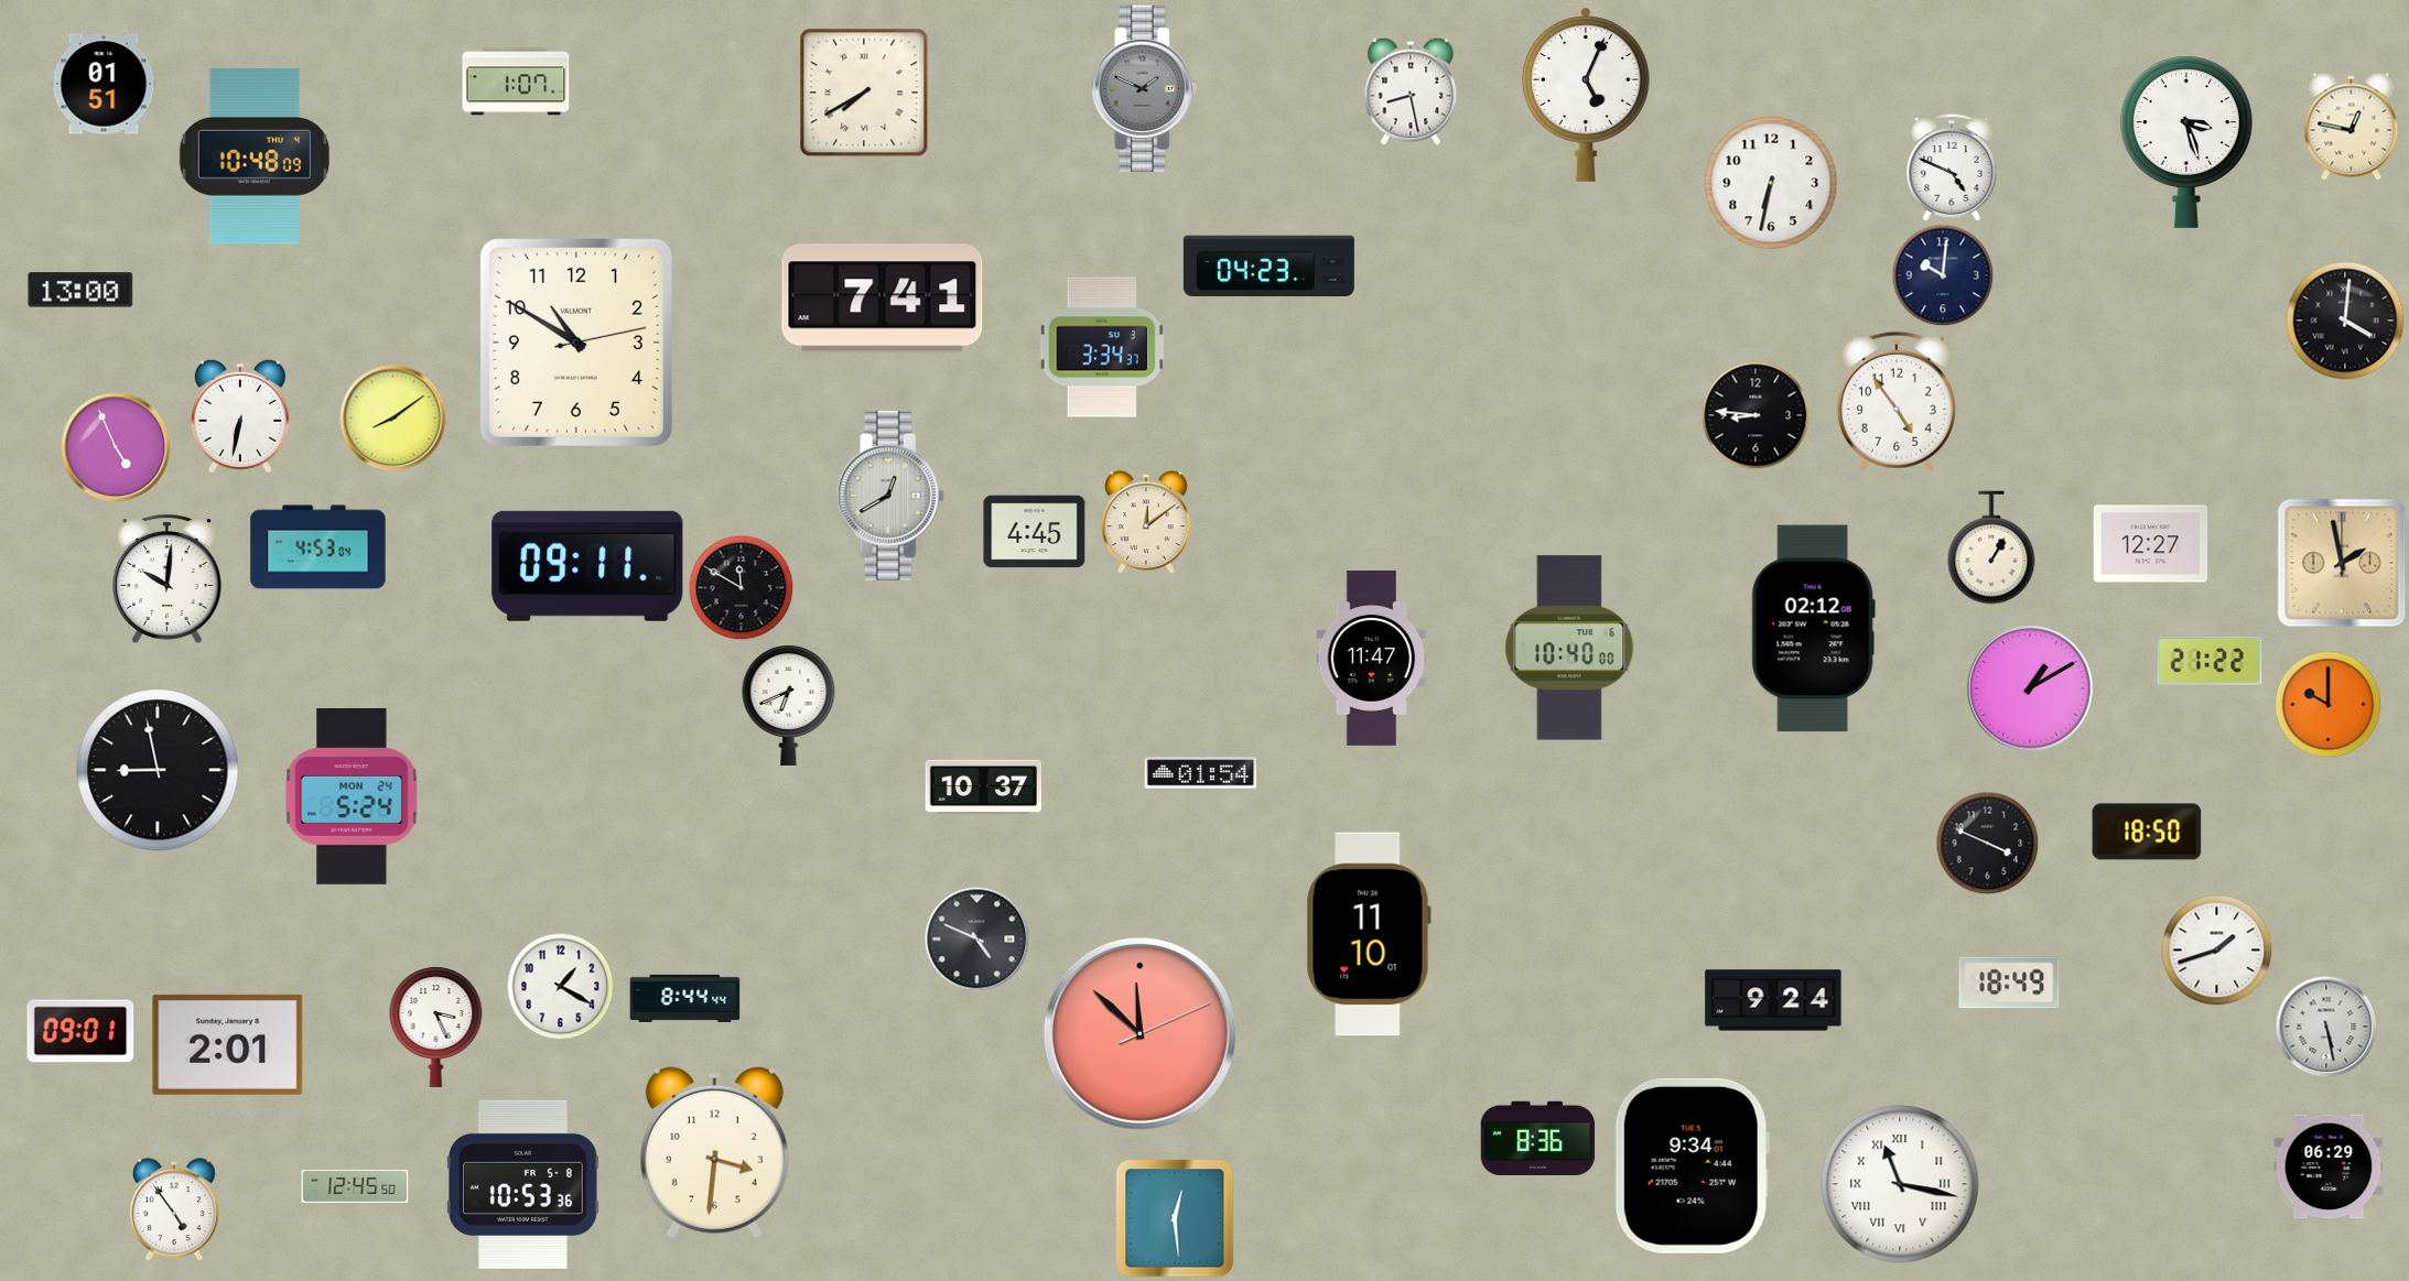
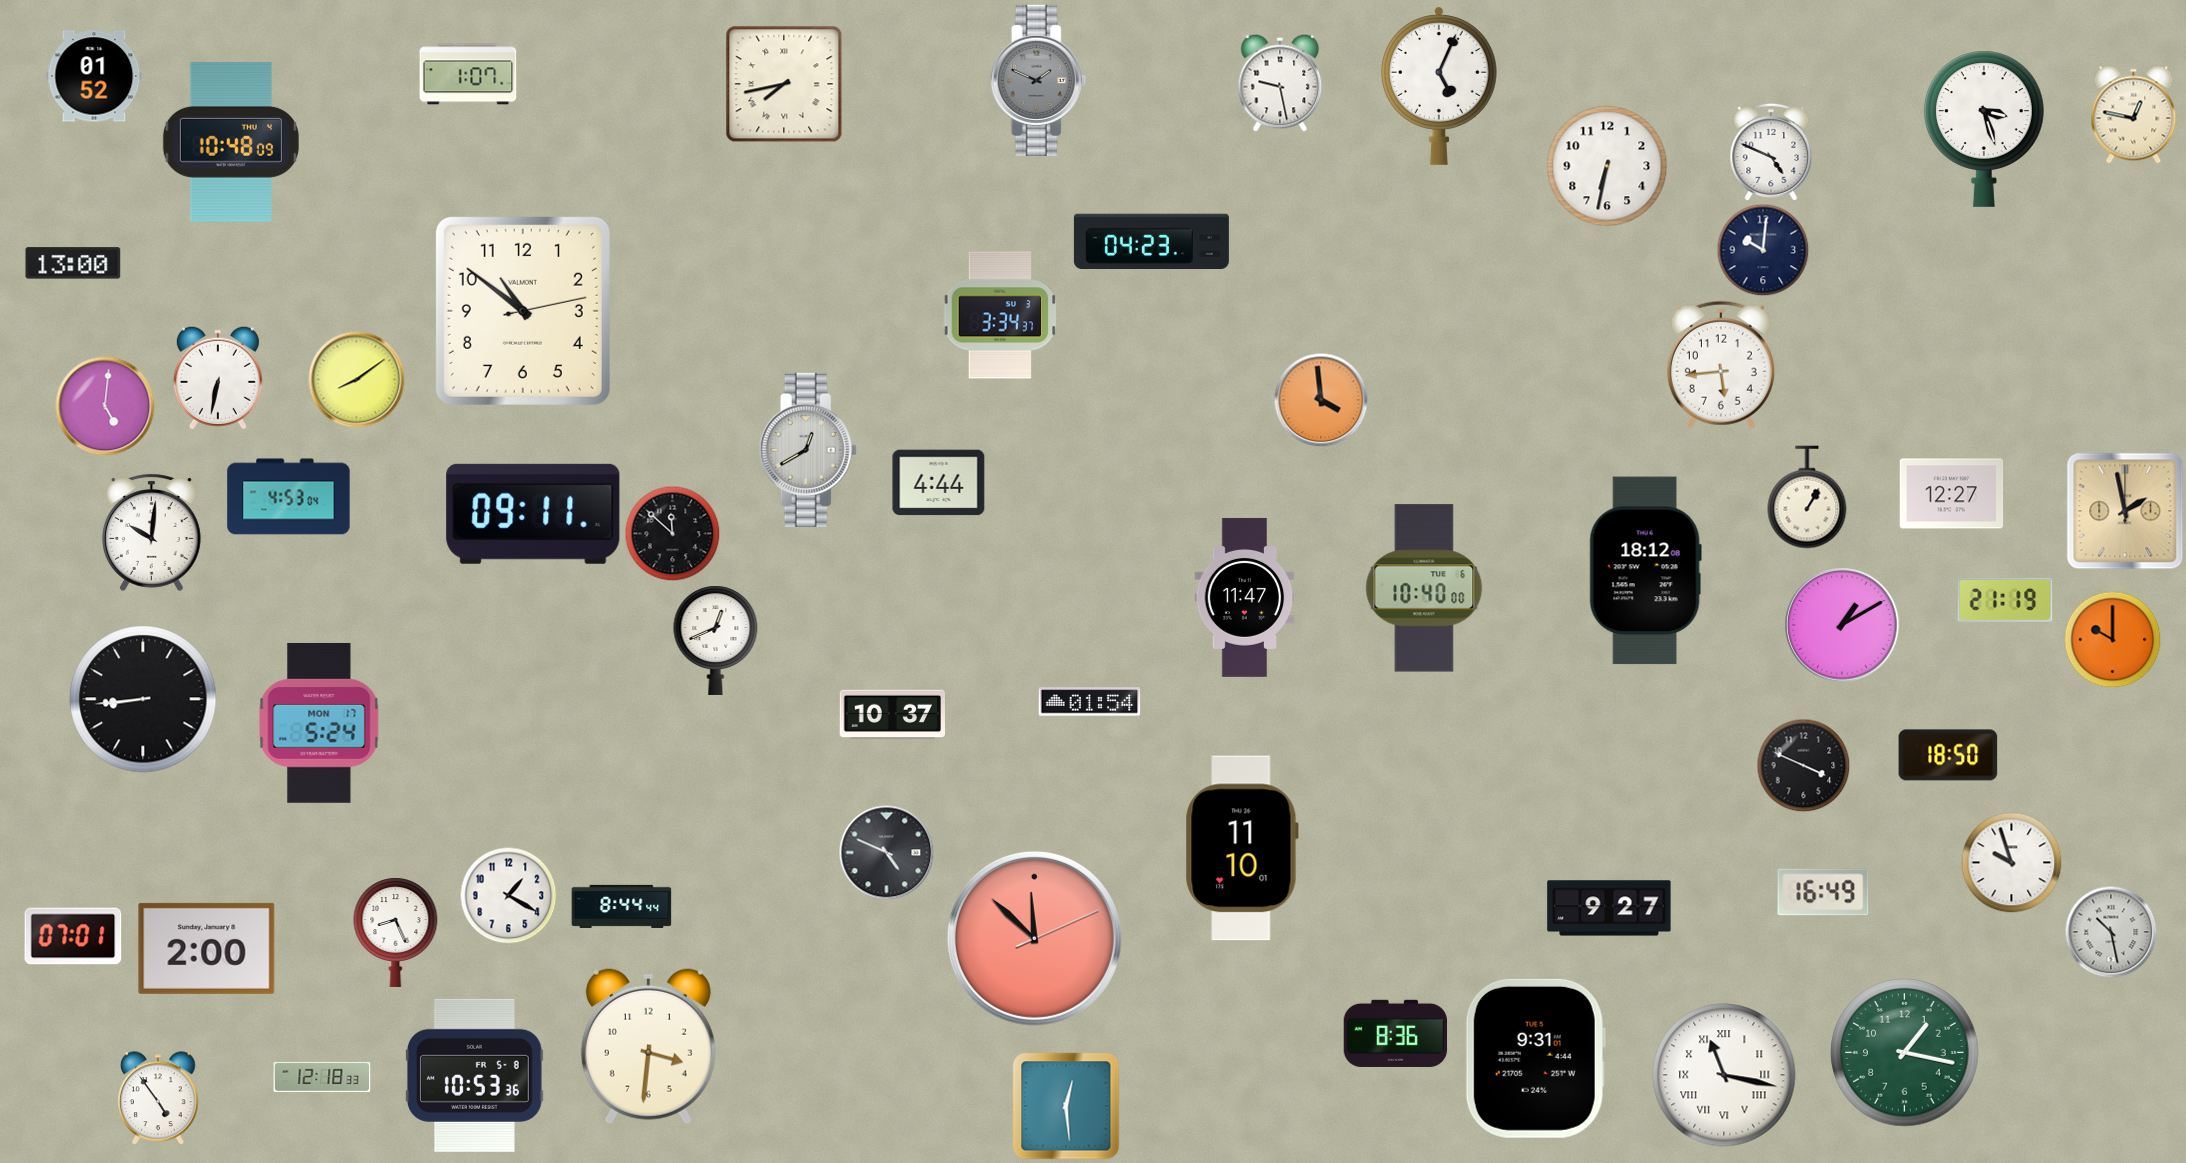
clock at (104, 84): 01:51 -> 01:52
clock at (1411, 91): 8:28 -> 9:28
clock at (864, 93): 7:40 -> 7:43
clock at (883, 298): 7:41 -> none
clock at (2345, 321): 4:01 -> none
clock at (576, 343): 10:50 -> 10:51
clock at (1897, 402): 4:54 -> 5:44
clock at (1756, 415): 8:46 -> none
clock at (1321, 400): none -> 3:59
clock at (116, 447): 4:56 -> 5:01
clock at (1146, 522): 12:09 -> none
clock at (1035, 532): 4:45 -> 4:44
clock at (166, 578) position: (166, 578) -> (151, 532)
clock at (741, 587): 11:50 -> 11:52
clock at (1813, 629): 02:12 -> 18:12
clock at (2210, 661): 21:22 -> 21:19
clock at (789, 705): 6:41 -> 12:41
clock at (158, 770): 8:58 -> 8:44
clock at (352, 796) date: MON 24 -> MON 17
clock at (2217, 951): 1:42 -> 9:57
clock at (2009, 983): 18:49 -> 16:49
clock at (1773, 1000): 9:24 -> 9:27
clock at (436, 1027): 3:26 -> 8:26
clock at (2326, 1027): 5:28 -> 10:28
clock at (80, 1031): 09:01 -> 07:01
clock at (228, 1044): 2:01 -> 2:00
clock at (1905, 1053): none -> 1:17
clock at (1692, 1165): 9:34 -> 9:31
clock at (2329, 1166): 06:29 -> none
clock at (355, 1186): 12:45 -> 12:18
